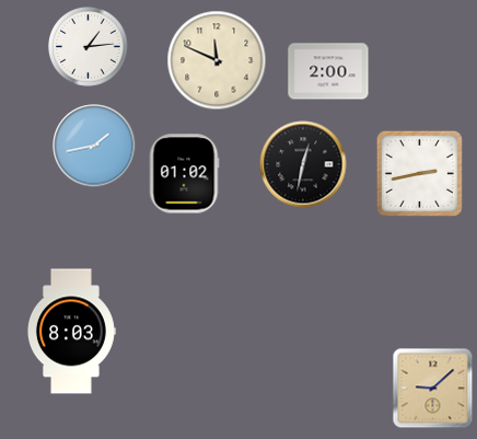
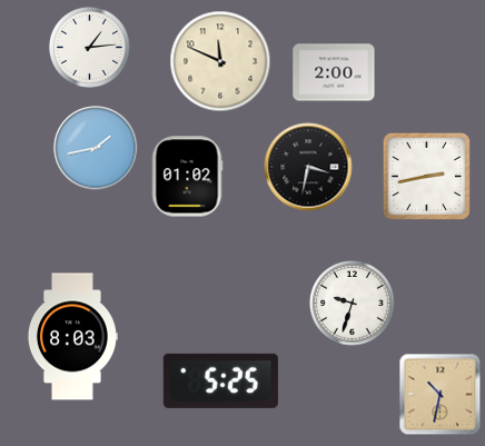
clock at (303, 164): 12:32 -> 3:32
clock at (353, 304): none -> 9:33
clock at (220, 380): none -> 5:25
clock at (433, 389): 9:08 -> 10:32
